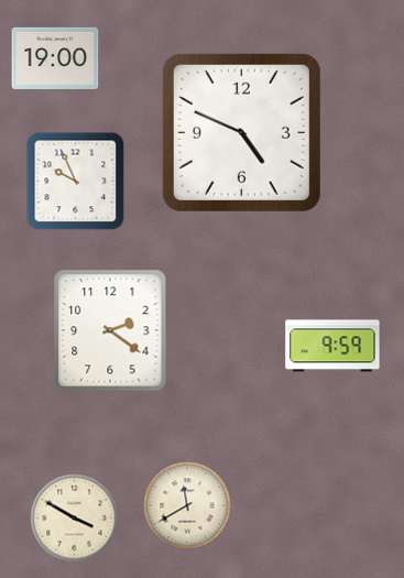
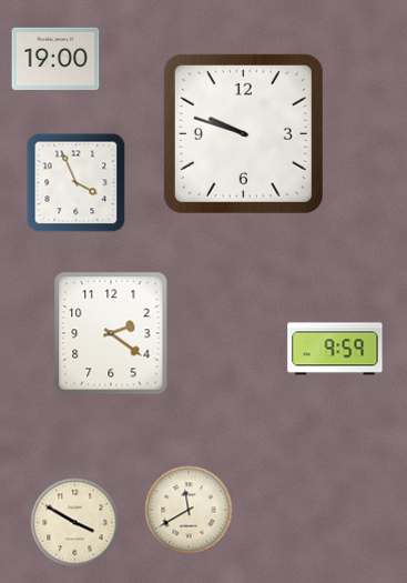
clock at (241, 132): 4:49 -> 9:48
clock at (76, 182): 9:56 -> 3:56
